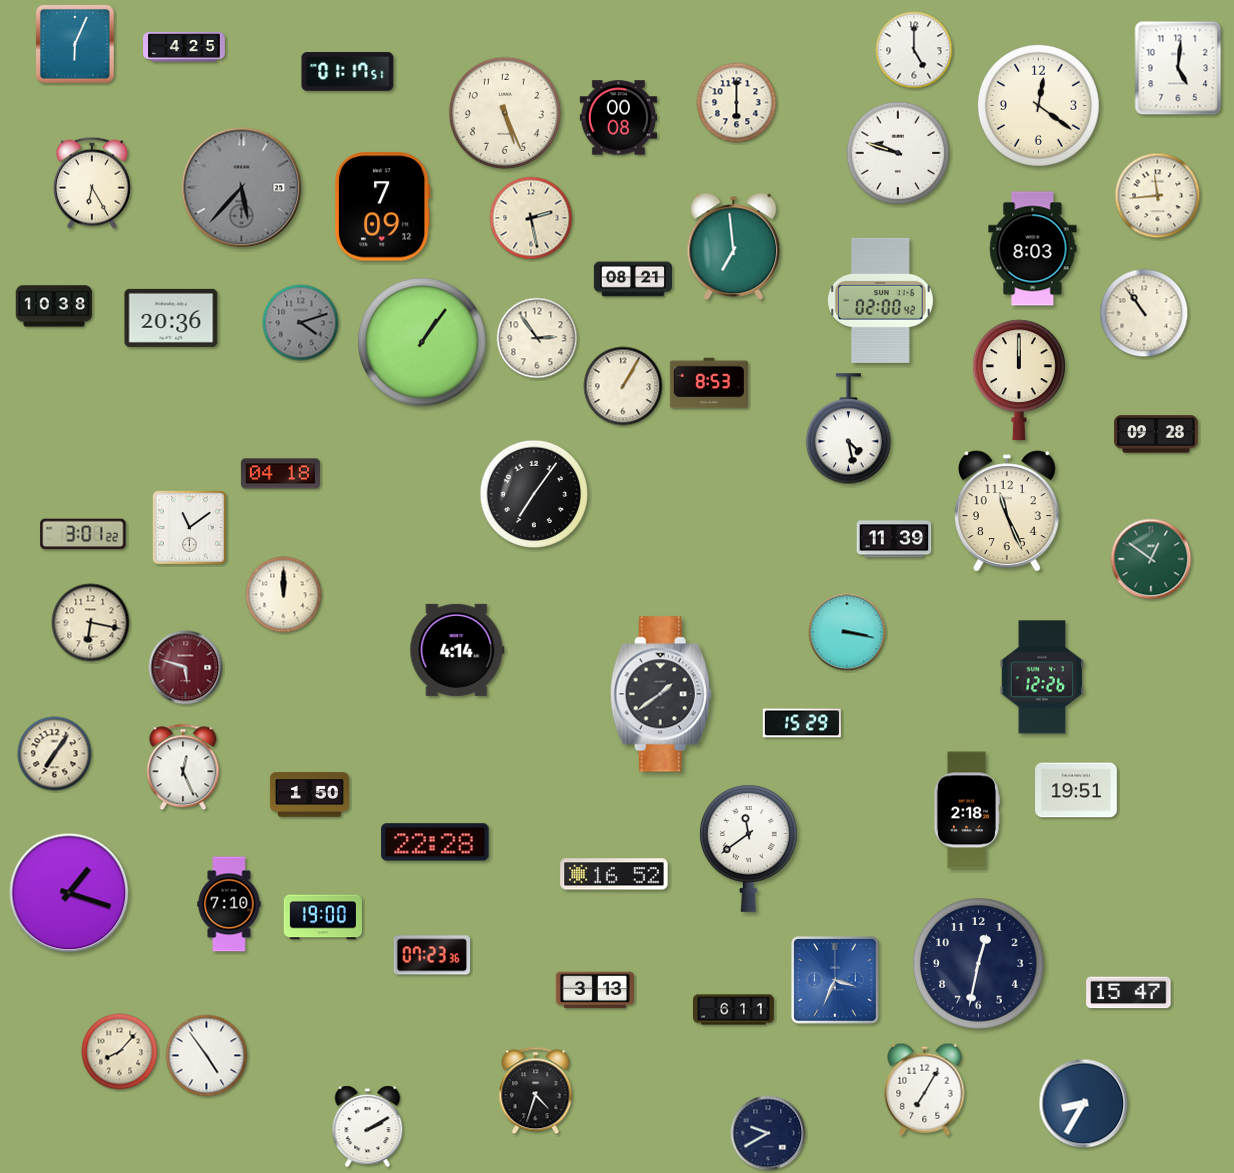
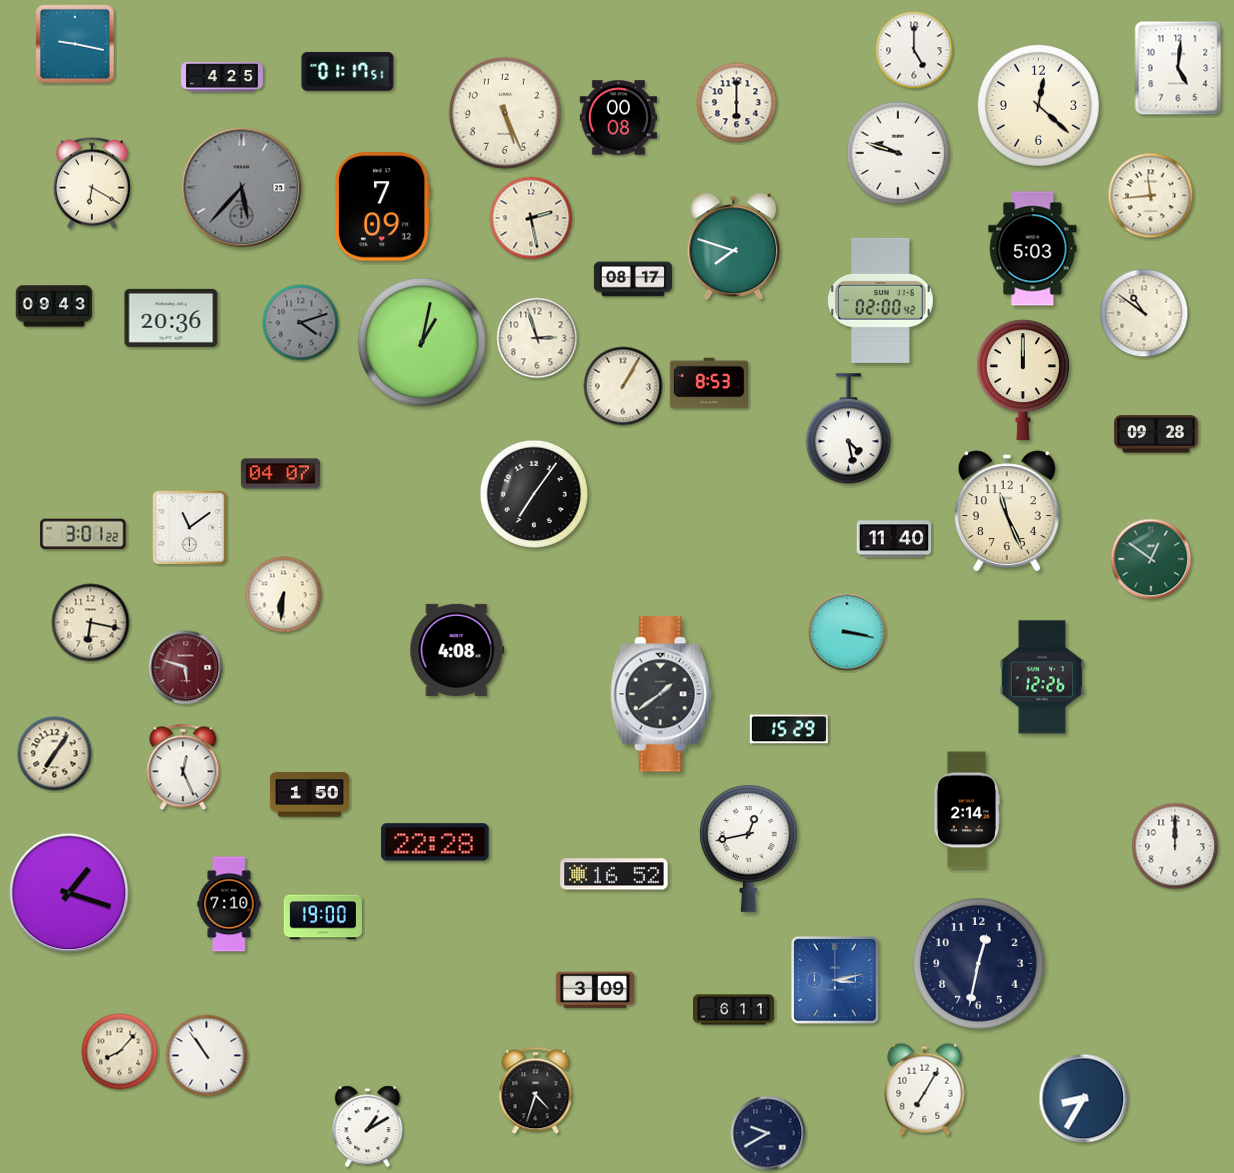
clock at (75, 44): 6:04 -> 9:17
clock at (184, 47) position: (184, 47) -> (222, 77)
clock at (1038, 105): 12:21 -> 12:22
clock at (92, 183): 6:25 -> 6:20
clock at (1158, 196) position: (1158, 196) -> (1151, 196)
clock at (734, 246): 6:59 -> 7:48
clock at (1033, 249): 8:03 -> 5:03
clock at (632, 279): 08:21 -> 08:17
clock at (54, 306): 10:38 -> 09:43
clock at (1144, 313): 10:54 -> 10:51
clock at (537, 338): 2:54 -> 2:57
clock at (422, 342): 1:06 -> 1:02
clock at (1019, 380) position: (1019, 380) -> (1023, 380)
clock at (280, 474): 04:18 -> 04:07
clock at (894, 539): 11:39 -> 11:40
clock at (284, 595): 12:00 -> 6:31
clock at (457, 650): 4:14 -> 4:08
clock at (802, 723) position: (802, 723) -> (789, 729)
clock at (1076, 790): 19:51 -> none
clock at (966, 810): 2:18 -> 2:14
clock at (1175, 846): none -> 12:00
clock at (748, 848): 11:39 -> 12:43
clock at (432, 955): 07:23 -> none
clock at (835, 980): 3:34 -> 3:13
clock at (595, 990): 3:13 -> 3:09
clock at (1129, 993): 15:47 -> none
clock at (207, 1056): 4:54 -> 10:54
clock at (1084, 1104) position: (1084, 1104) -> (1084, 1099)
clock at (368, 1127): 2:10 -> 1:10
